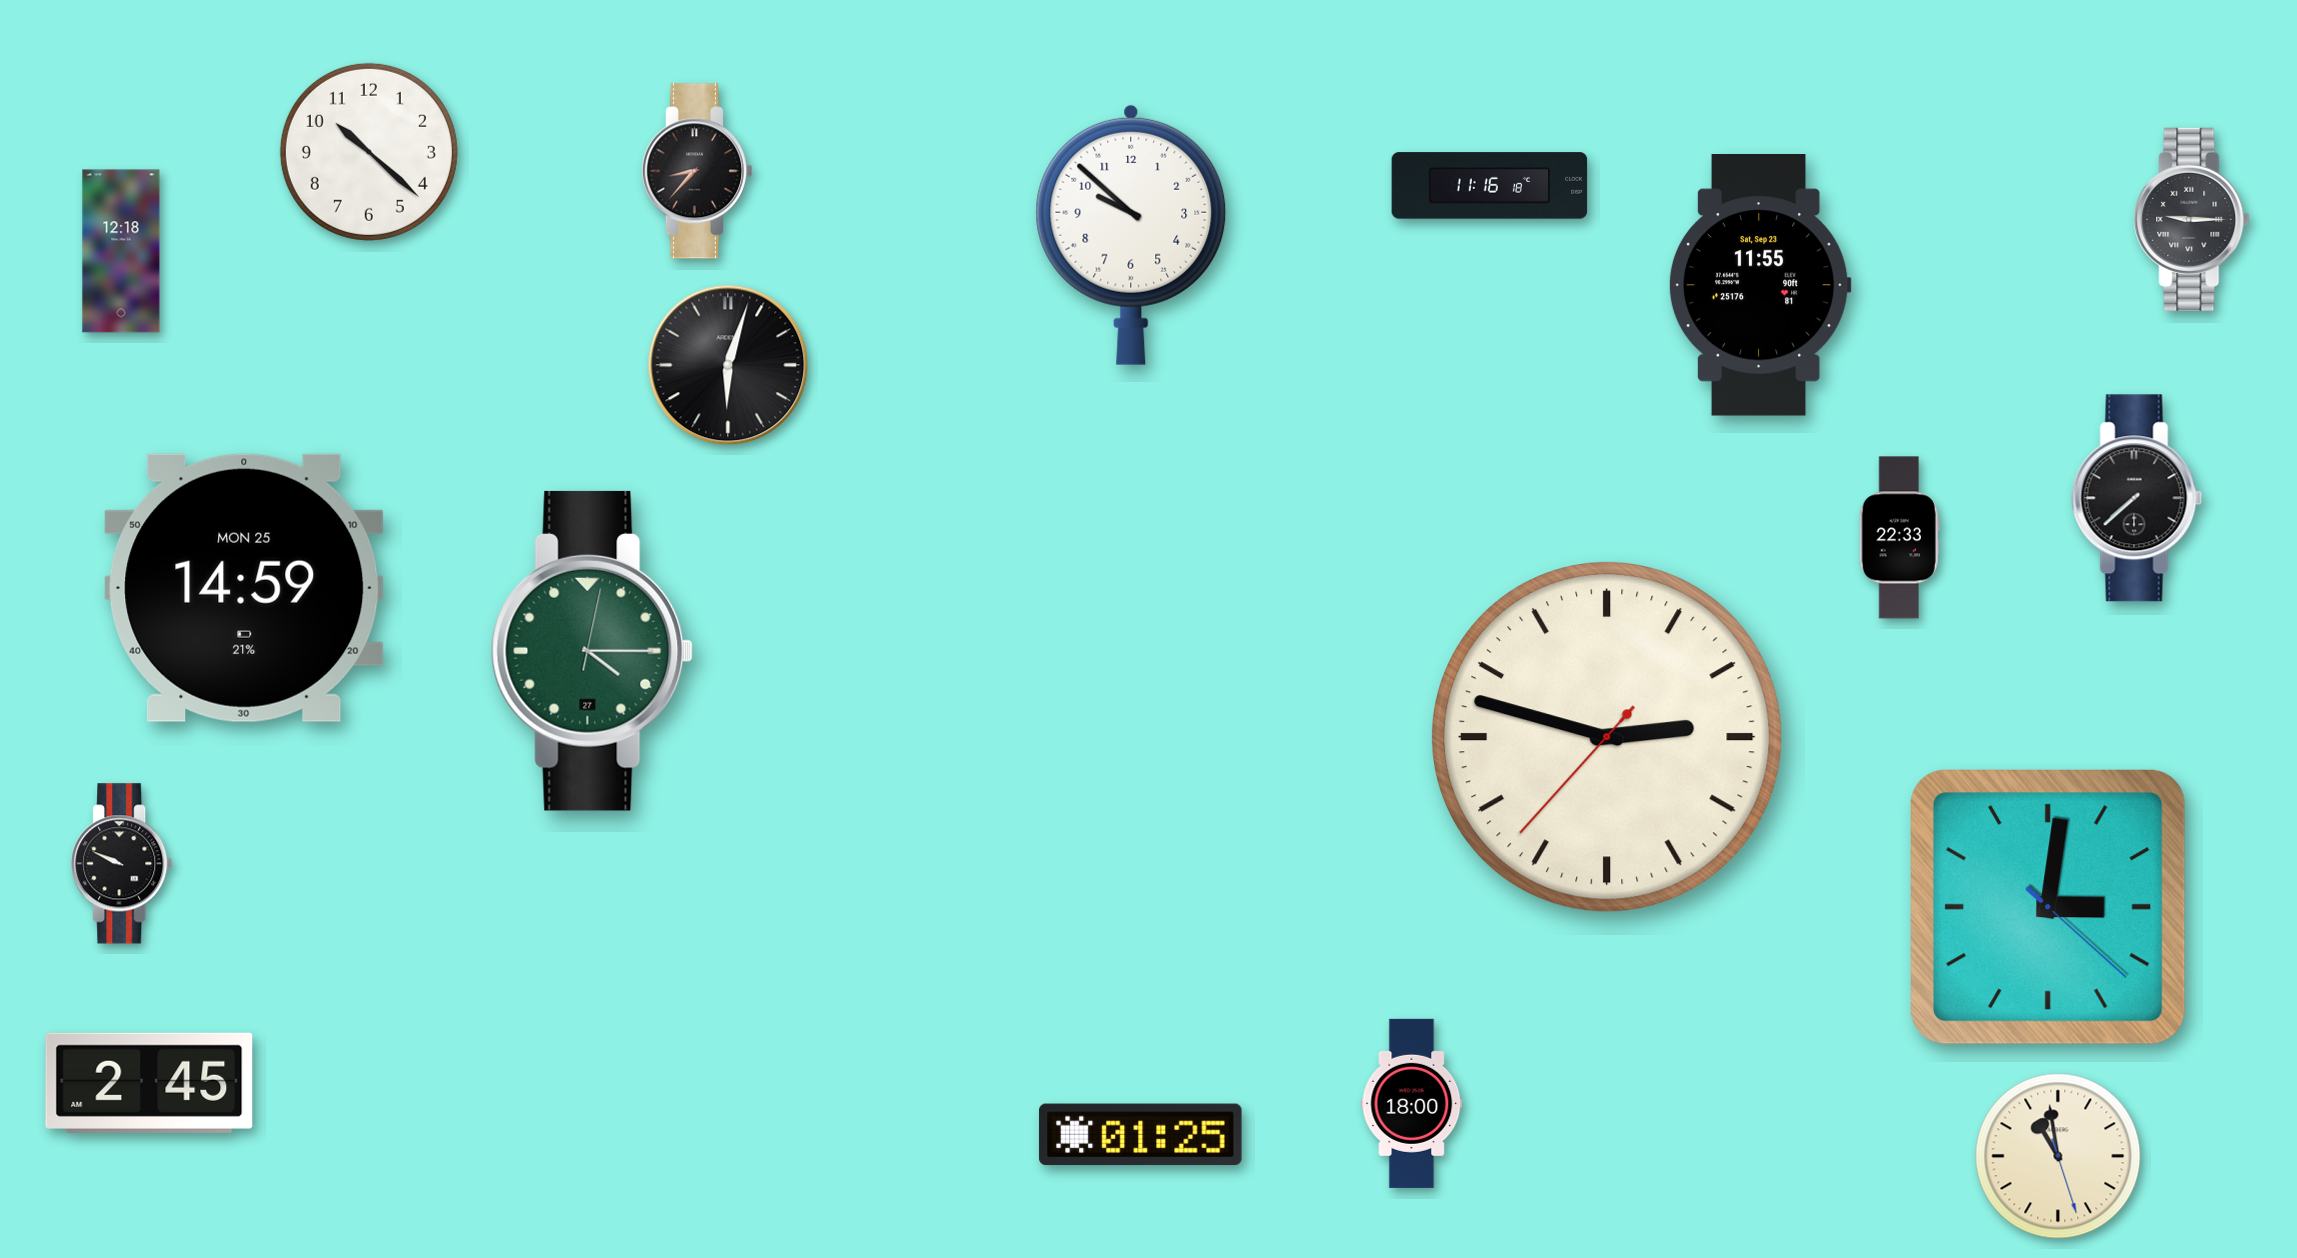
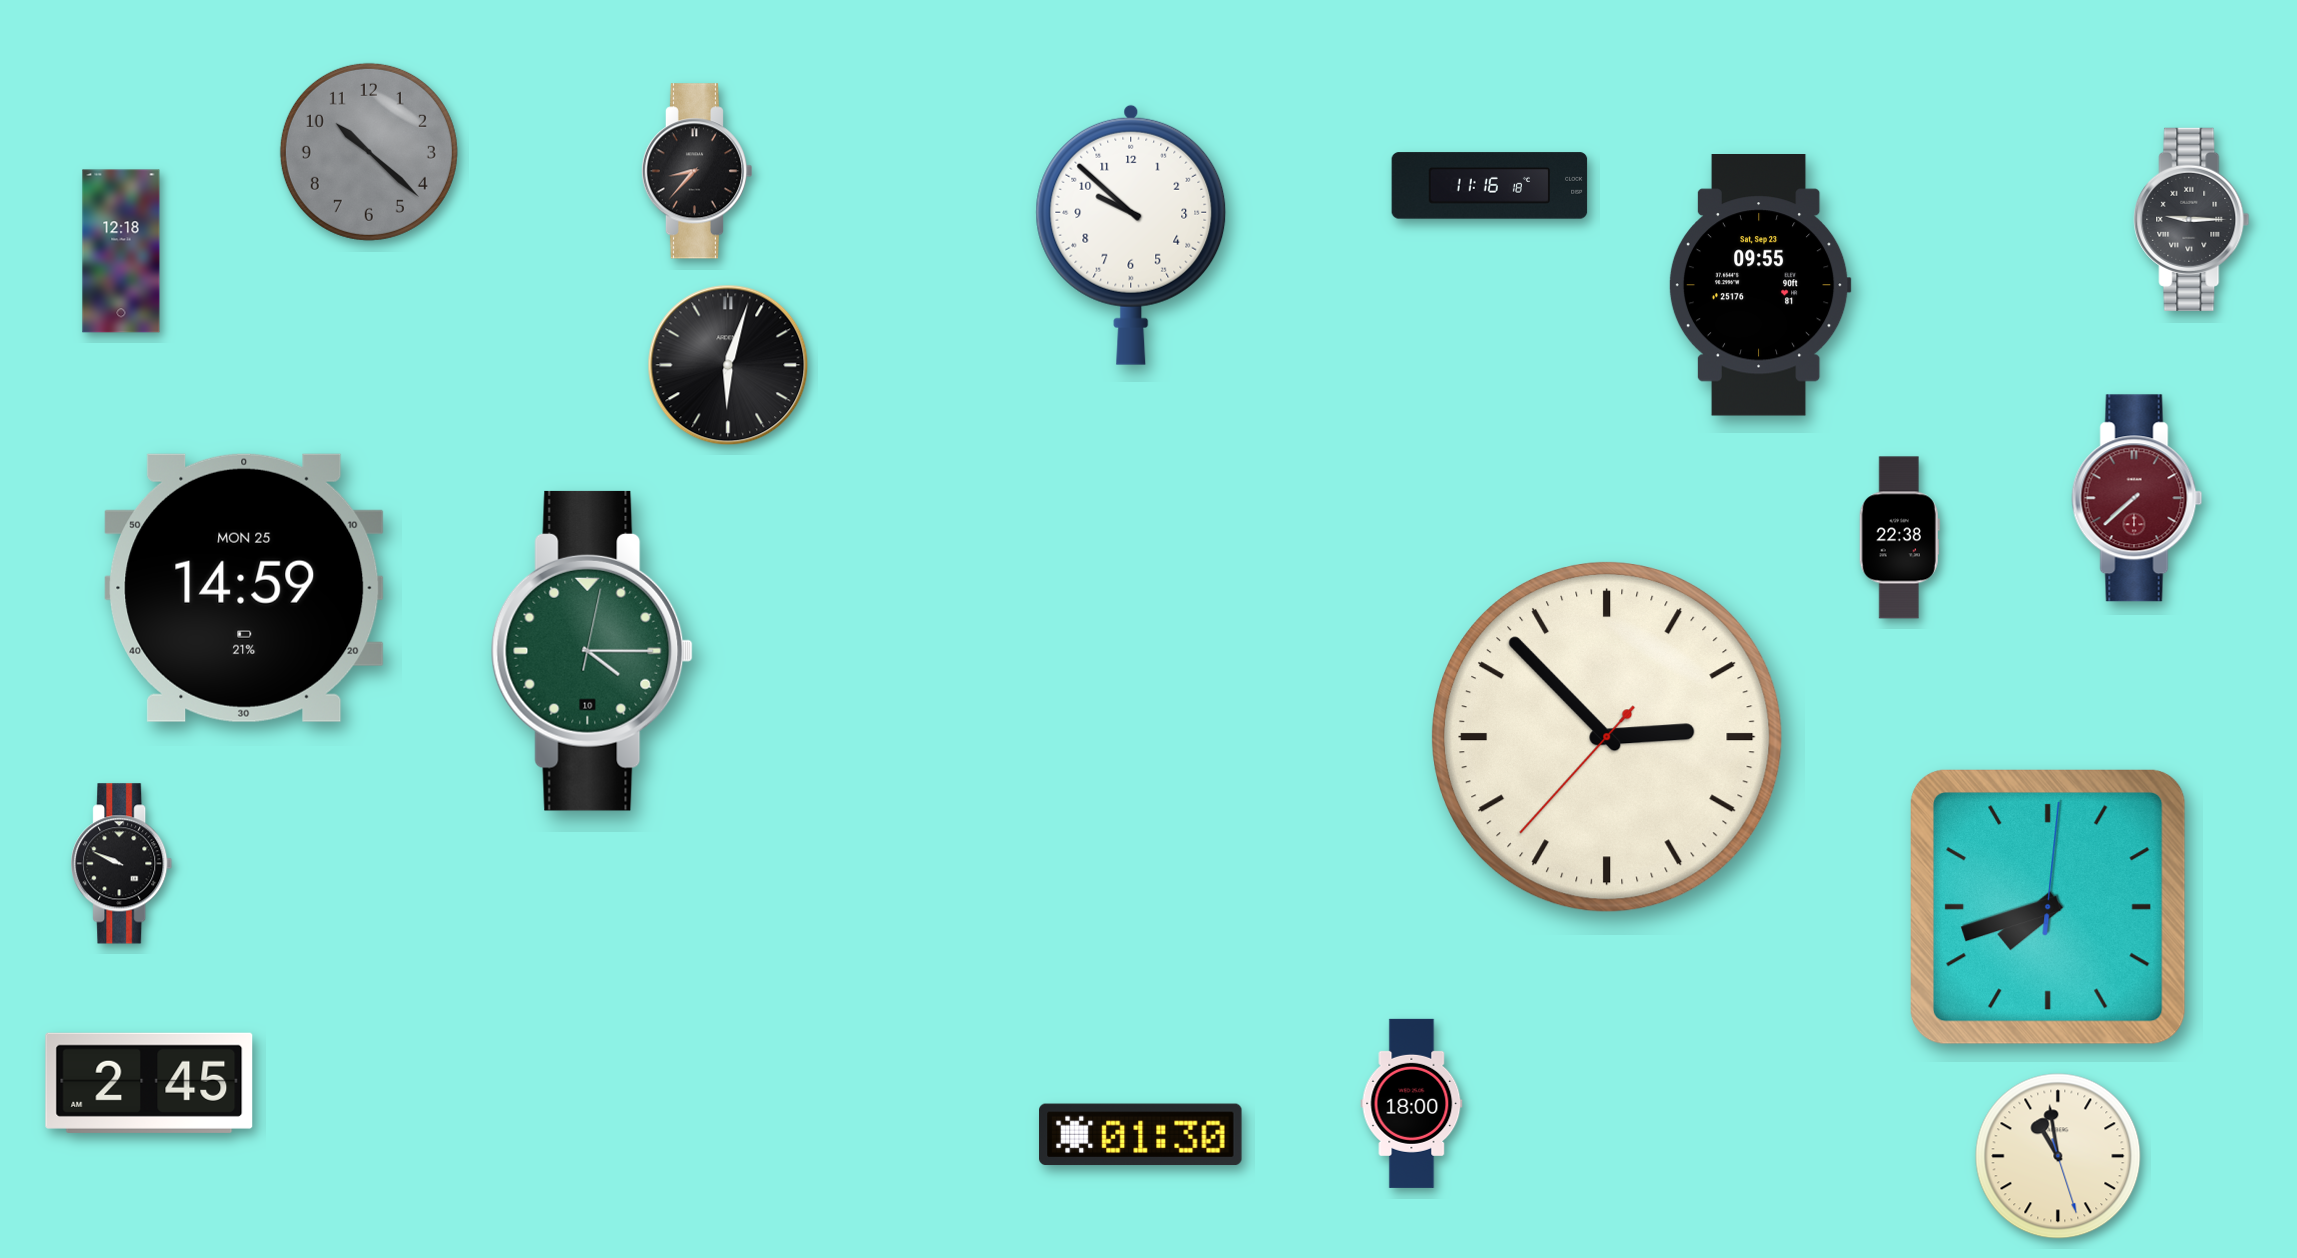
clock at (369, 152) dial: white -> grey
clock at (1760, 286): 11:55 -> 09:55
clock at (2137, 498) dial: black -> burgundy
clock at (1899, 538): 22:33 -> 22:38
clock at (592, 651) date: 27 -> 10
clock at (1608, 738): 2:47 -> 2:52
clock at (2048, 907): 3:01 -> 7:42
clock at (1141, 1135): 01:25 -> 01:30
